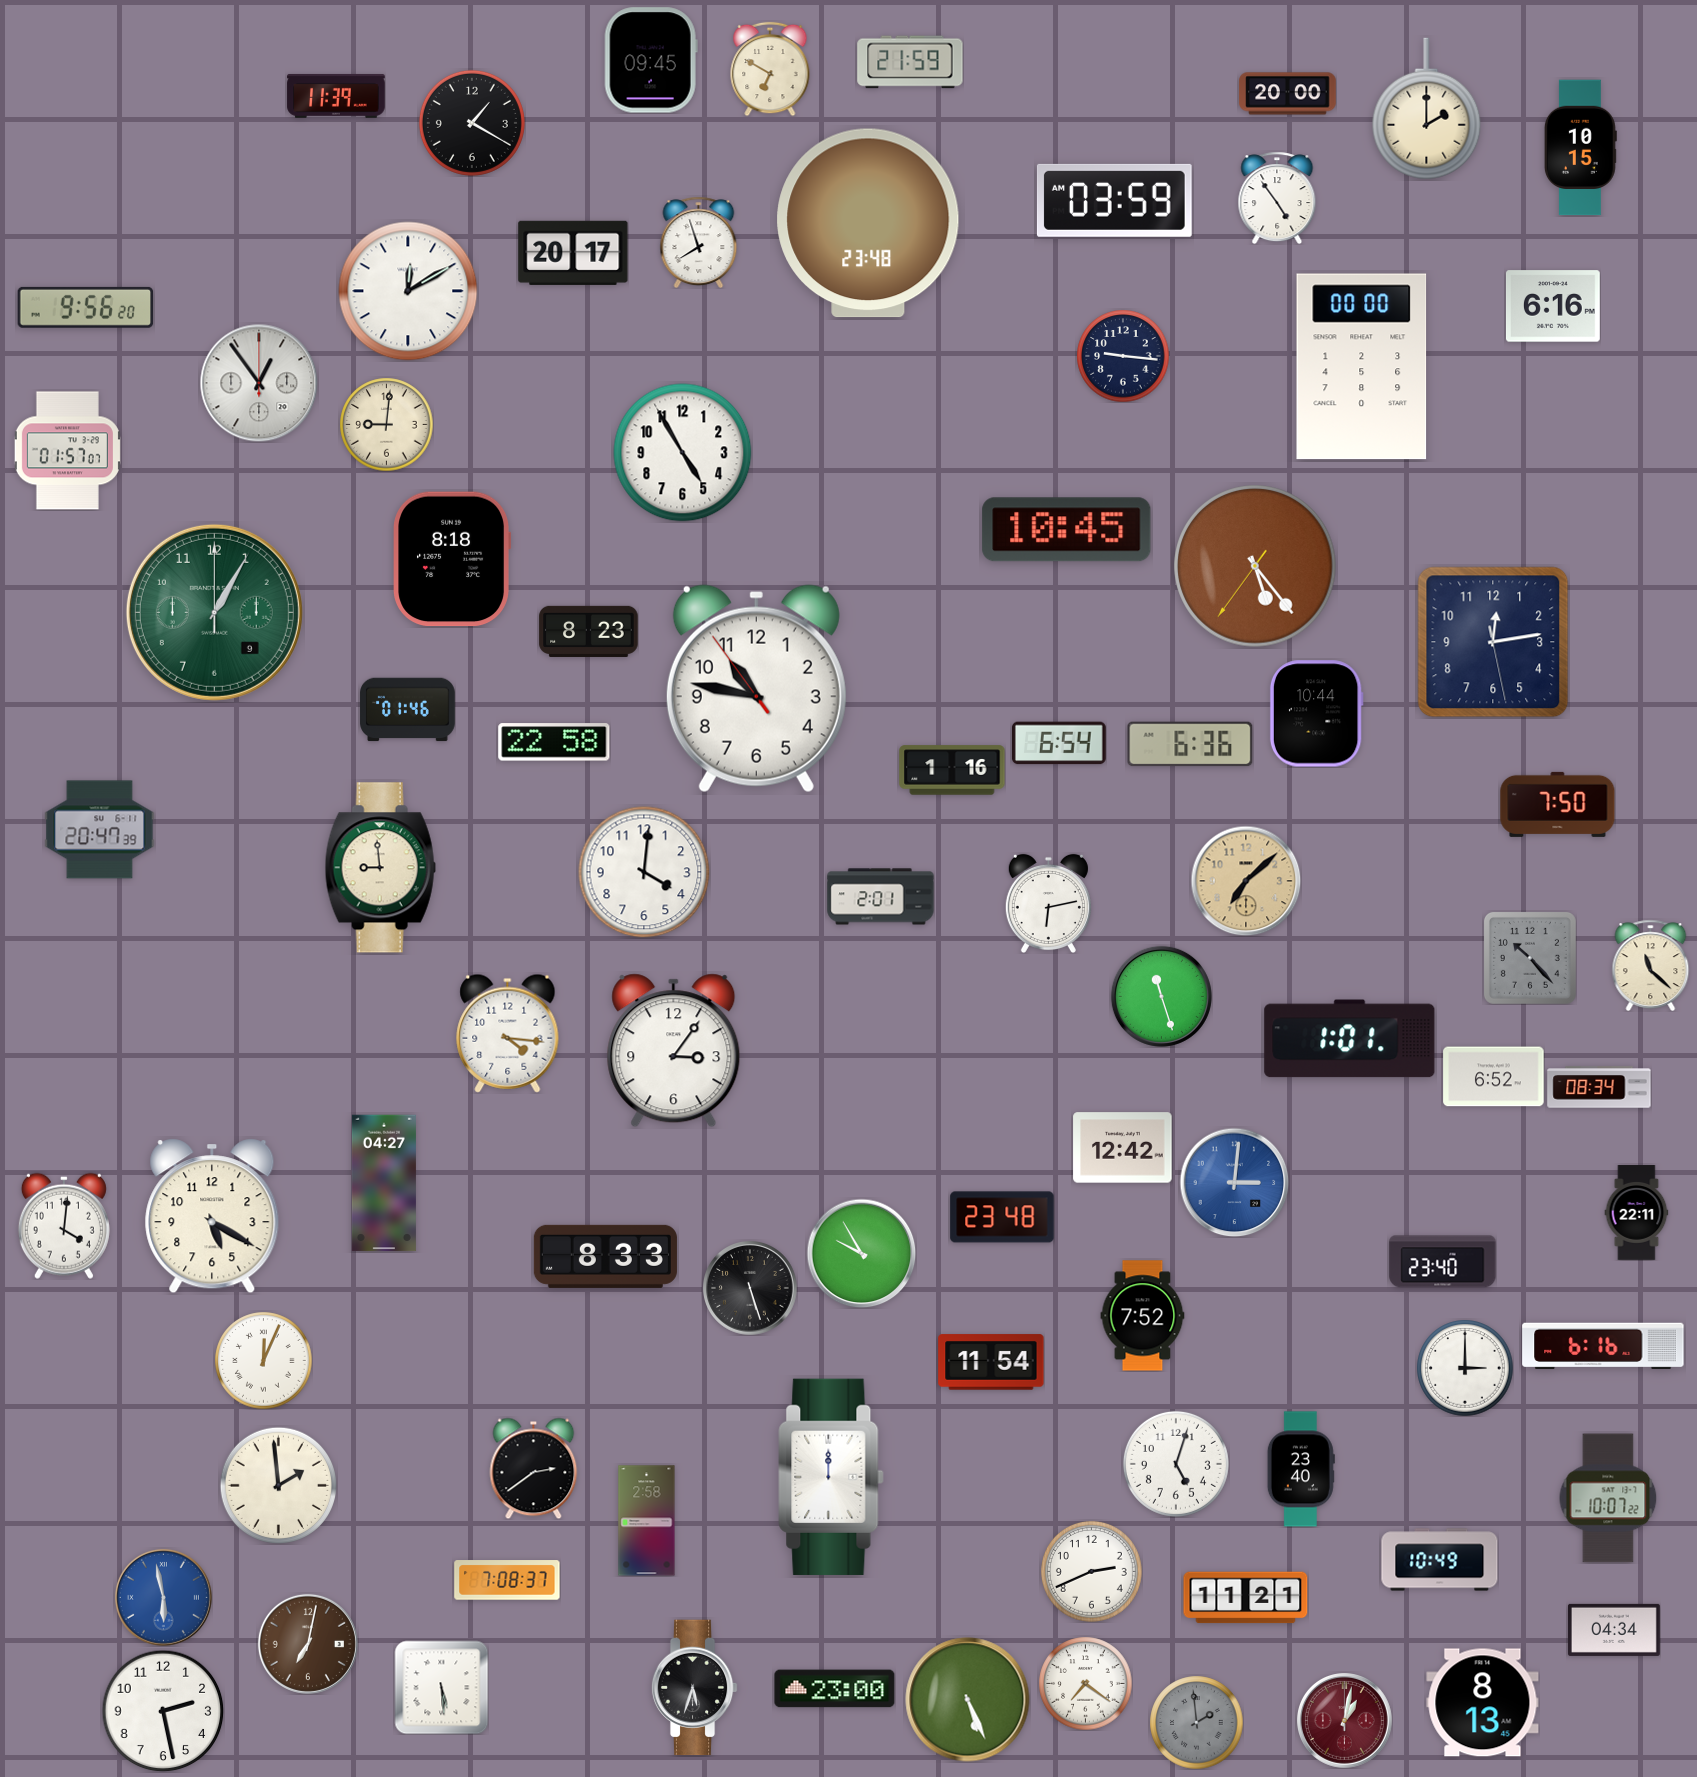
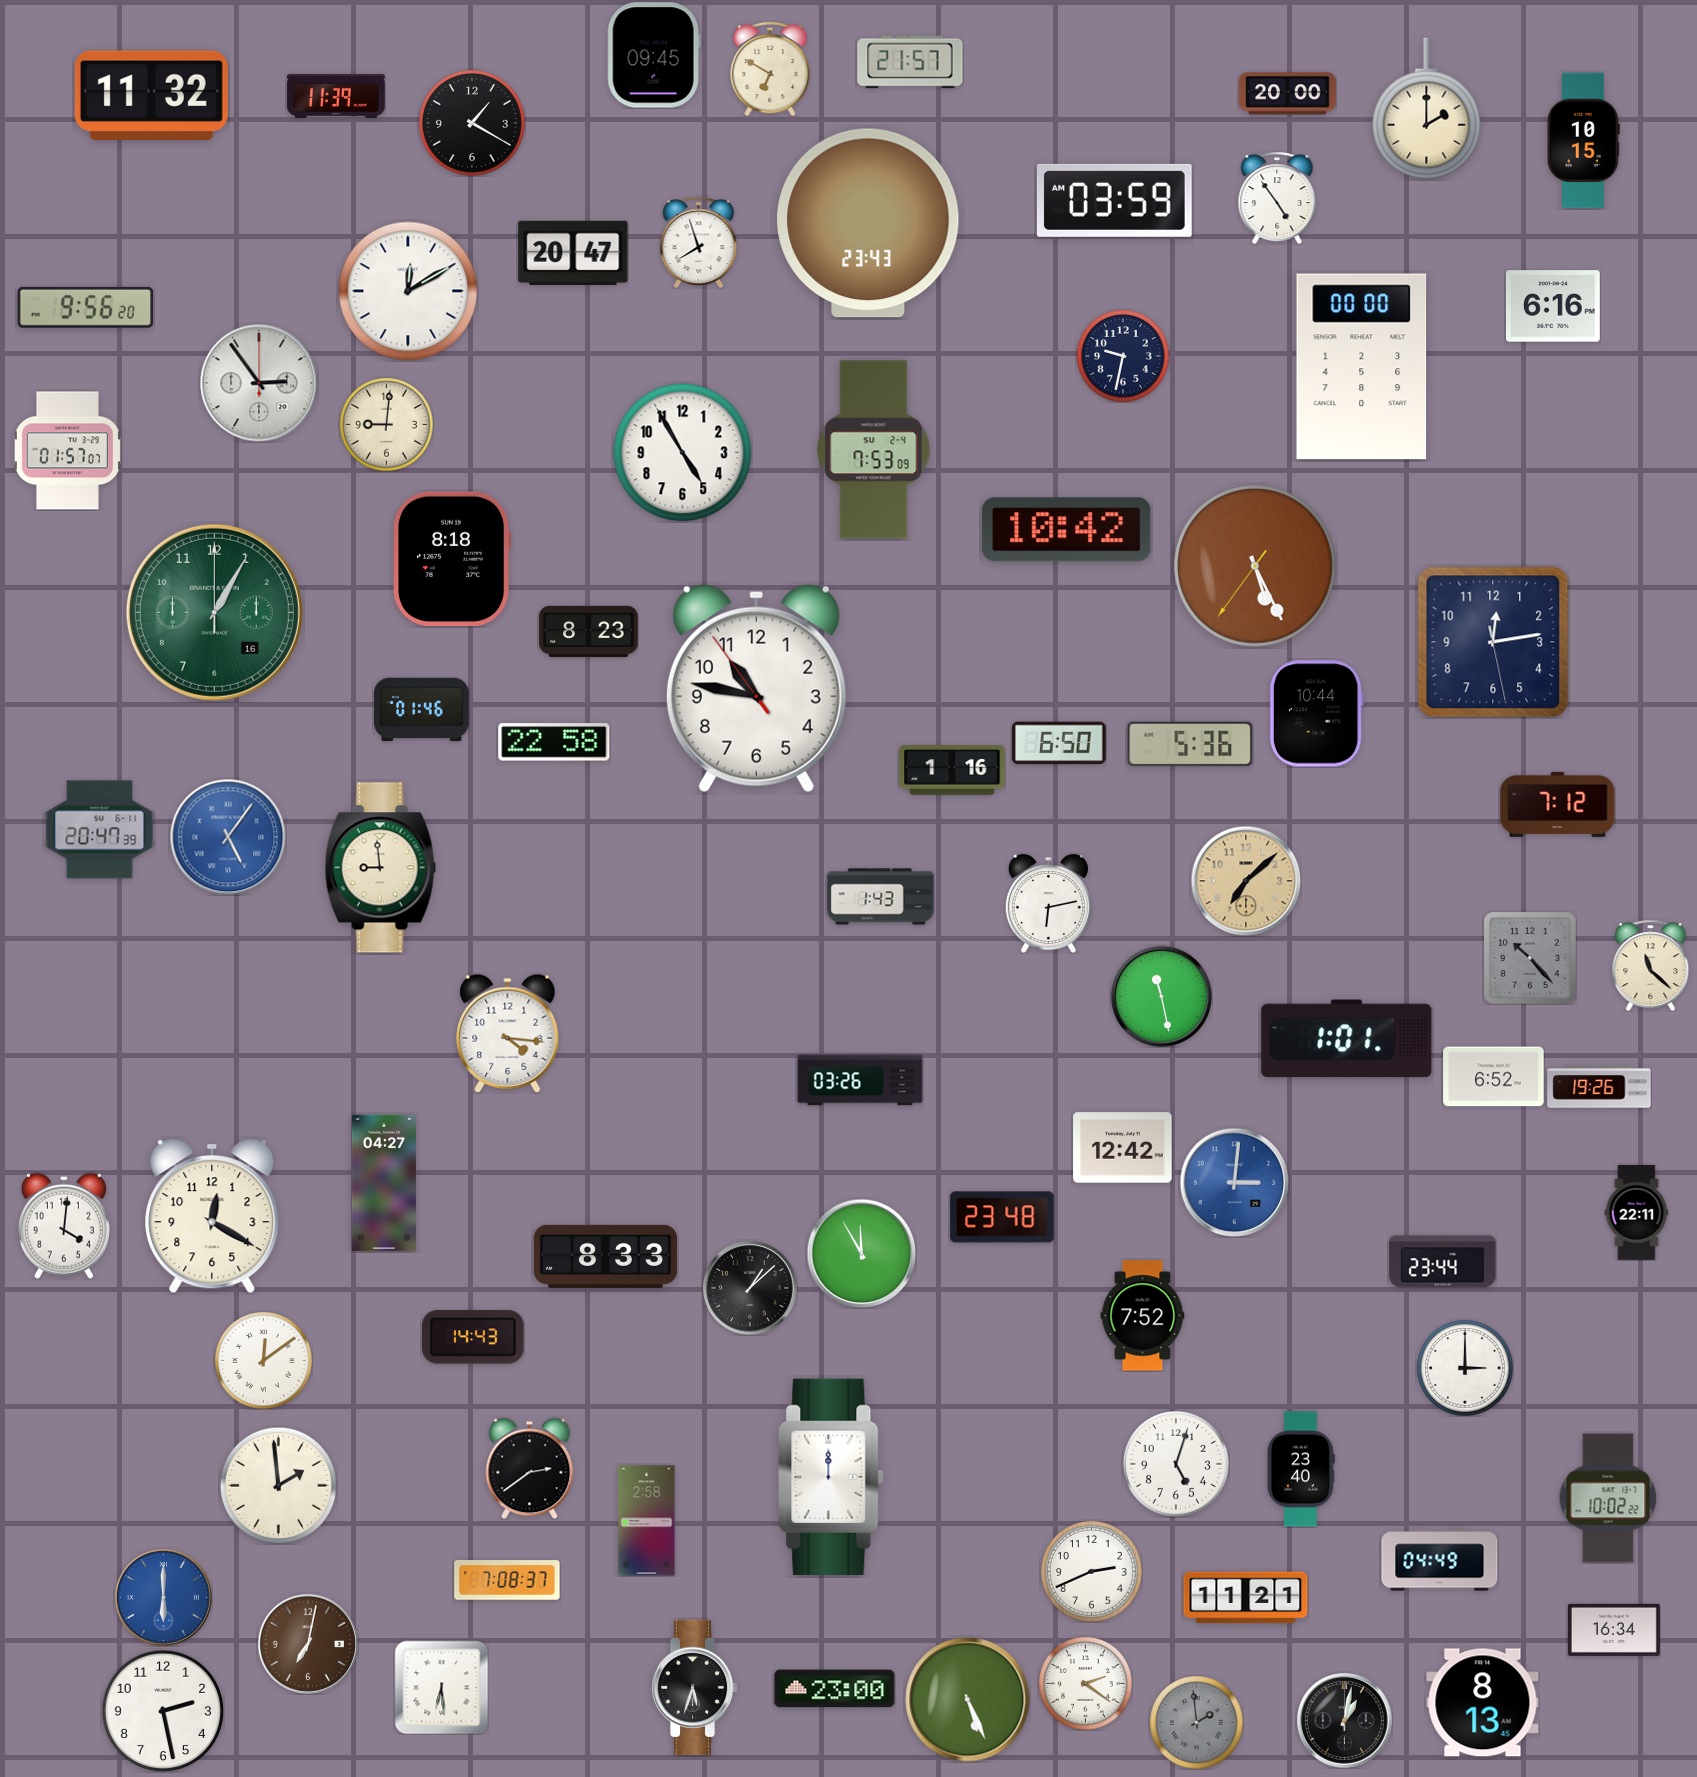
clock at (651, 60) position: (651, 60) -> (654, 55)
clock at (910, 62): 21:59 -> 21:57
clock at (151, 96): none -> 11:32
clock at (1580, 148) position: (1580, 148) -> (1583, 141)
clock at (868, 223): 23:48 -> 23:43
clock at (573, 253): 20:17 -> 20:47
clock at (1123, 356): 9:16 -> 9:32
clock at (259, 383): 12:54 -> 2:54
clock at (874, 450): none -> 7:53
clock at (1067, 530): 10:45 -> 10:42
clock at (1255, 566): 5:23 -> 5:25
clock at (214, 612) date: 9 -> 16
clock at (408, 710) position: (408, 710) -> (422, 710)
clock at (1059, 743): 6:54 -> 6:50
clock at (1190, 744): 6:36 -> 5:36
clock at (1558, 804): 7:50 -> 7:12
clock at (228, 837): none -> 5:06
clock at (644, 872): 4:01 -> none
clock at (881, 897): 2:01 -> 1:43
clock at (1161, 996): 11:27 -> 11:28
clock at (1350, 1039) position: (1350, 1039) -> (1347, 1039)
clock at (674, 1051): 3:06 -> none
clock at (860, 1080): none -> 03:26
clock at (1599, 1087): 08:34 -> 19:26
clock at (212, 1216): 5:20 -> 12:20
clock at (861, 1253): 9:55 -> 11:55
clock at (1443, 1262): 23:40 -> 23:44
clock at (750, 1288): 5:27 -> 1:08
clock at (473, 1337): none -> 14:43
clock at (1603, 1346): 6:16 -> none
clock at (264, 1361): 12:04 -> 12:09
clock at (991, 1362): 11:54 -> none
clock at (534, 1468) position: (534, 1468) -> (530, 1468)
clock at (1608, 1498): 10:07 -> 10:02
clock at (1440, 1560): 10:49 -> 04:49
clock at (163, 1597): 5:58 -> 6:00
clock at (1614, 1630): 04:34 -> 16:34
clock at (1085, 1683): 7:21 -> 2:21
clock at (441, 1687): 5:29 -> 6:29
clock at (1345, 1721) dial: burgundy -> black
